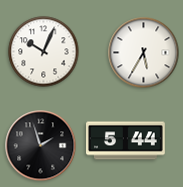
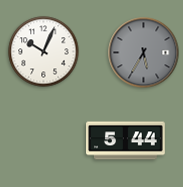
clock at (144, 53) dial: white -> grey
clock at (41, 146): 1:57 -> none
